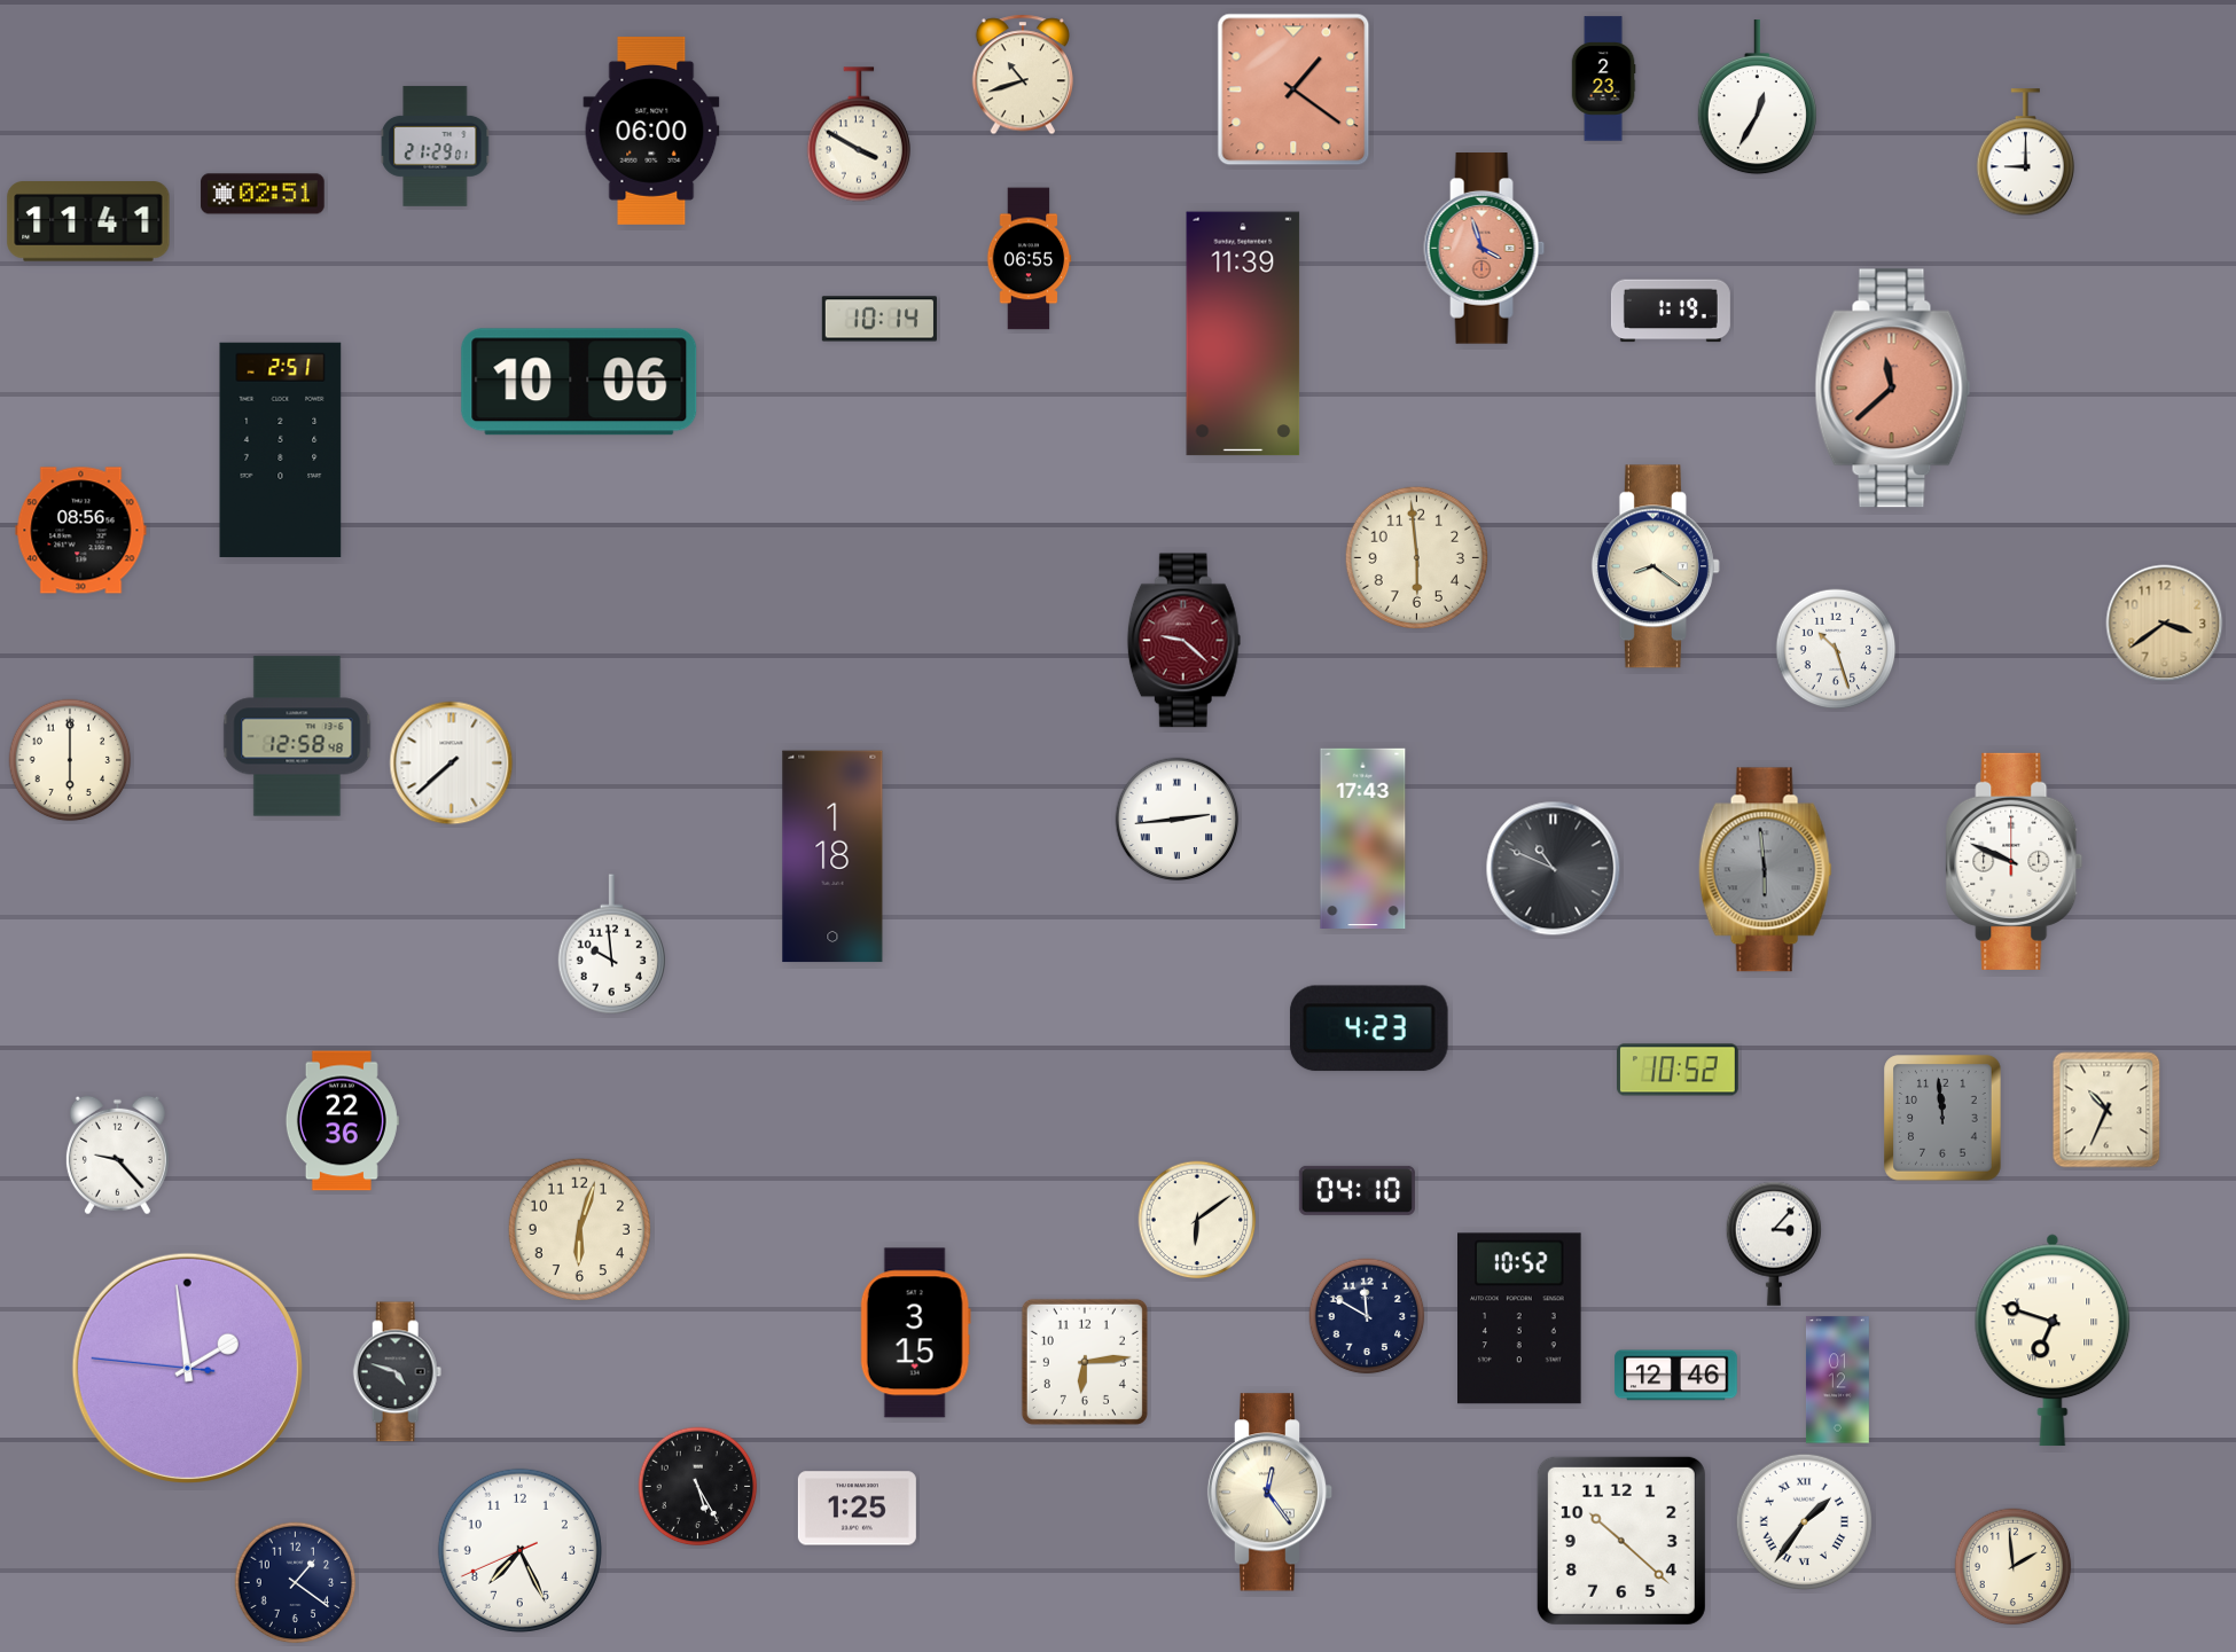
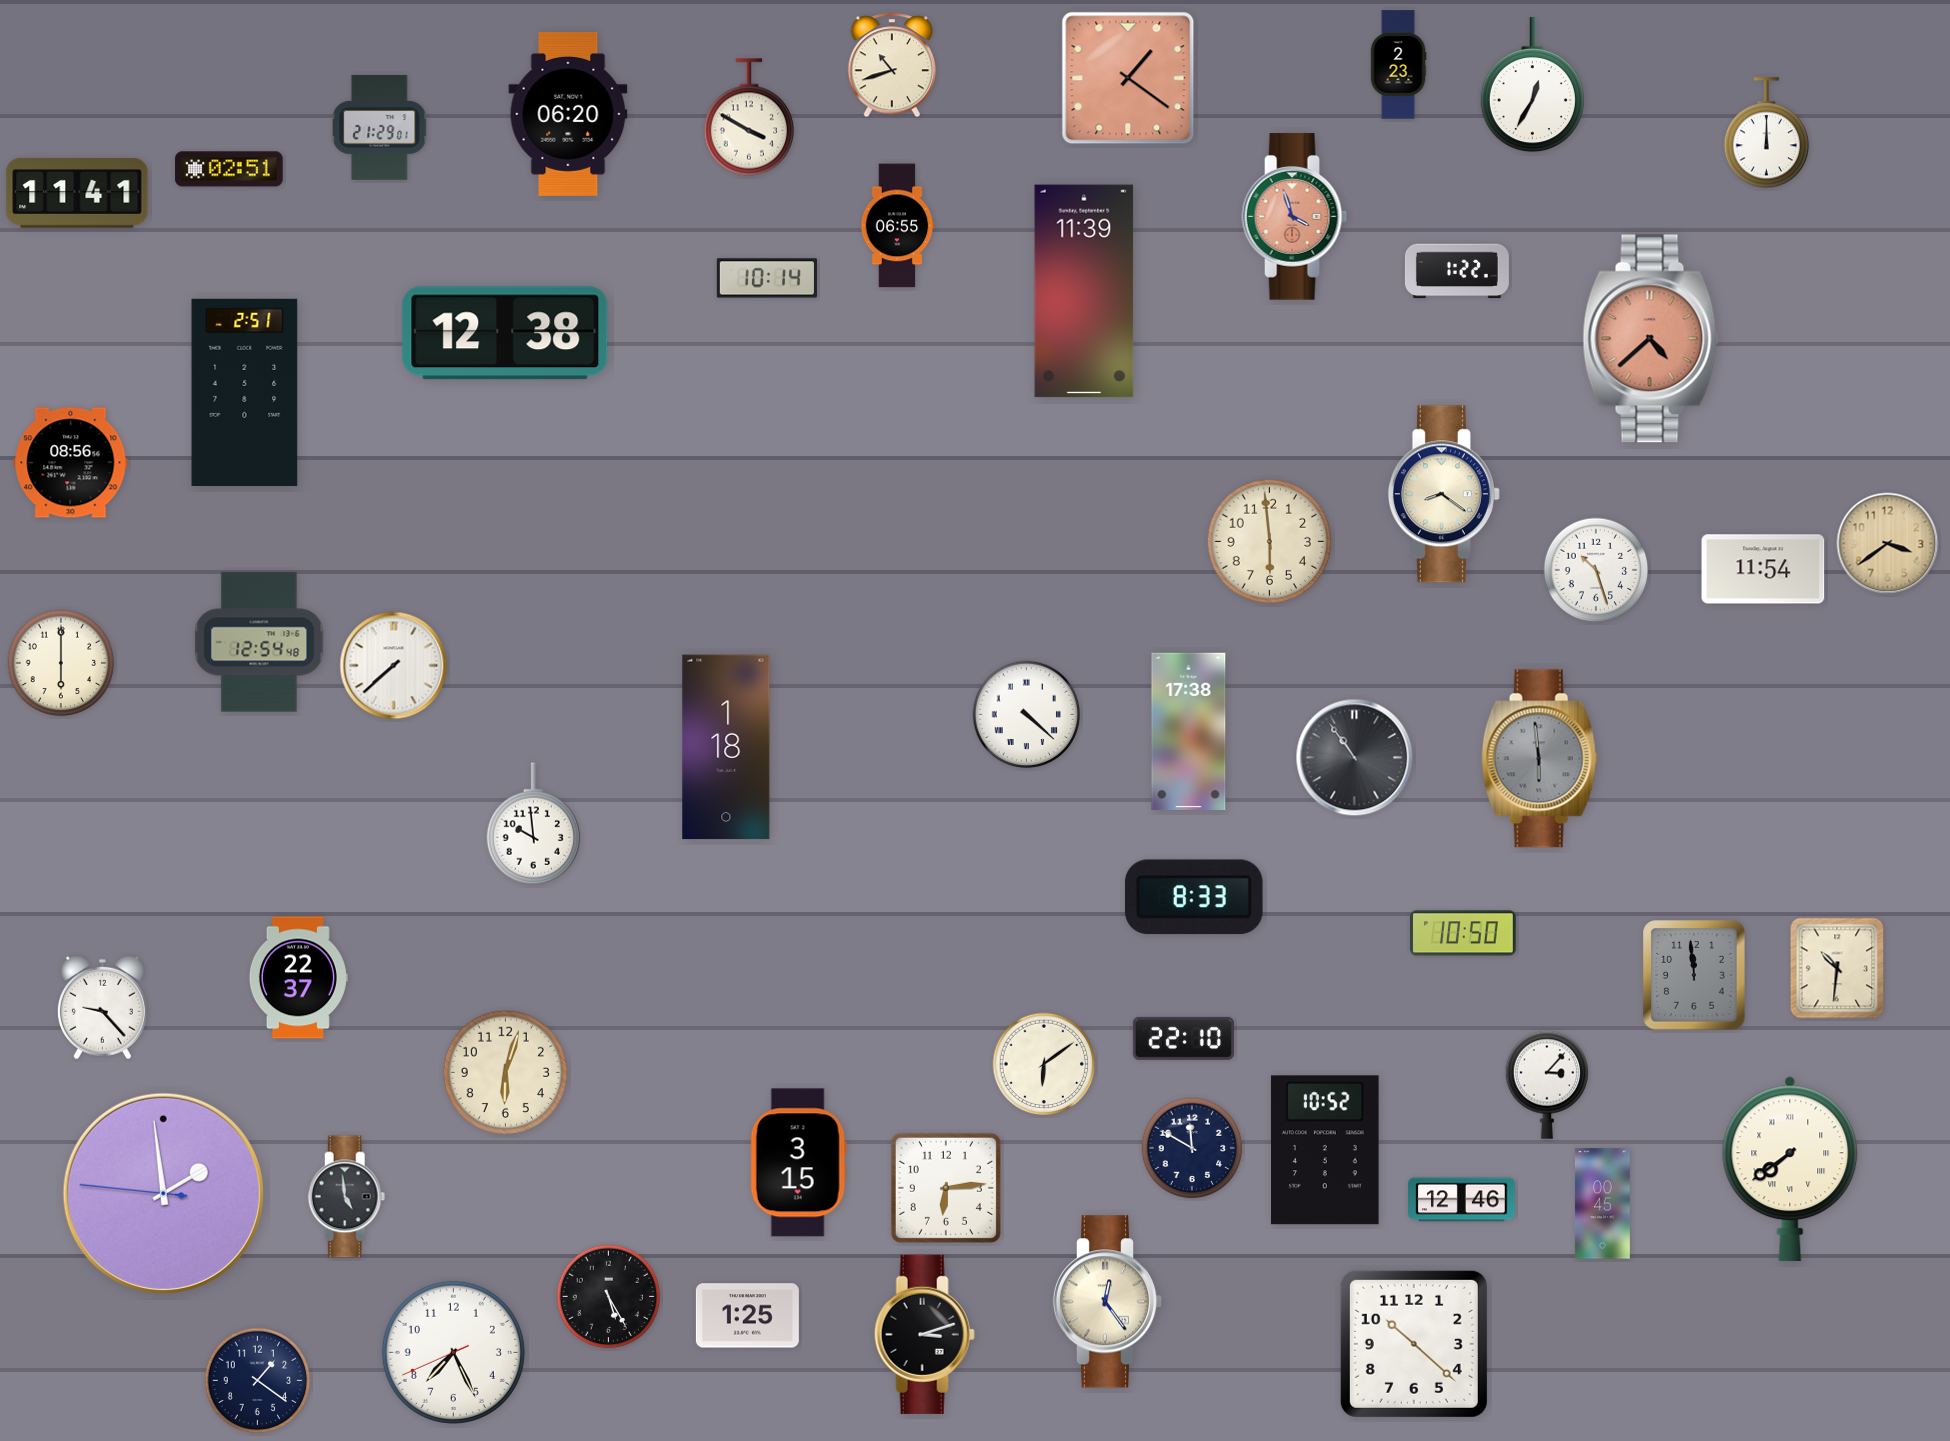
clock at (1603, 79) position: (1603, 79) -> (1398, 65)
clock at (651, 131): 06:00 -> 06:20
clock at (2025, 152): 9:00 -> 12:00
clock at (1671, 311): 1:19 -> 1:22
clock at (579, 382): 10:06 -> 12:38
clock at (1893, 389): 11:38 -> 4:38
clock at (1416, 557) position: (1416, 557) -> (1269, 541)
clock at (1183, 641): 9:22 -> none
clock at (1836, 649) position: (1836, 649) -> (1596, 570)
clock at (1763, 569): none -> 11:54
clock at (297, 736): 12:58 -> 12:54
clock at (1178, 820): 2:44 -> 4:22
clock at (1363, 838): 17:43 -> 17:38
clock at (2015, 861): 9:49 -> none
clock at (1554, 869): 10:49 -> 10:54
clock at (1369, 1028): 4:23 -> 8:33
clock at (1679, 1070): 10:52 -> 10:50
clock at (2106, 1110): 10:34 -> 10:31
clock at (342, 1121): 22:36 -> 22:37
clock at (1357, 1190): 04:10 -> 22:10
clock at (2053, 1340): 6:48 -> 7:39
clock at (398, 1372): 4:48 -> 4:59
clock at (1837, 1380): 01:12 -> 00:45
clock at (1805, 1522): 1:36 -> none
clock at (924, 1334): none -> 3:12
clock at (2014, 1567): 1:59 -> none
